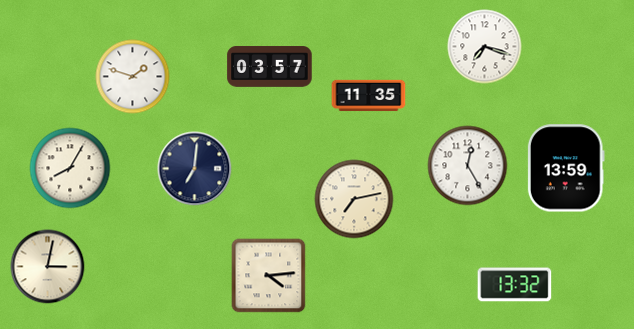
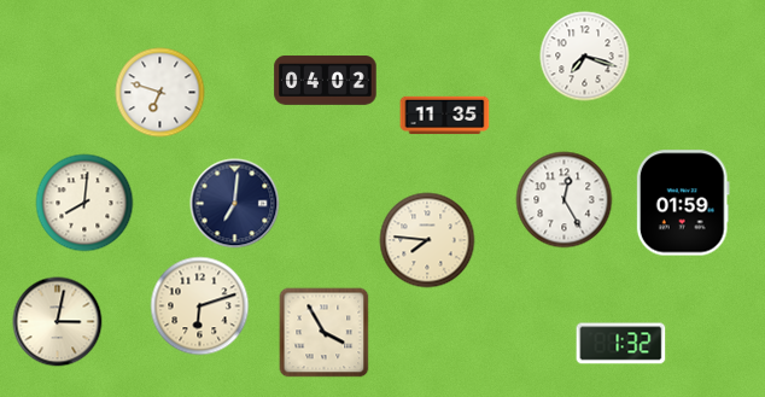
clock at (270, 67): 03:57 -> 04:02
clock at (133, 77): 1:48 -> 6:48
clock at (70, 168): 8:05 -> 8:01
clock at (566, 168): 13:59 -> 01:59
clock at (354, 199): 7:13 -> 7:46
clock at (200, 306): none -> 6:12
clock at (269, 276): 4:14 -> 3:55
clock at (515, 285): 13:32 -> 1:32
